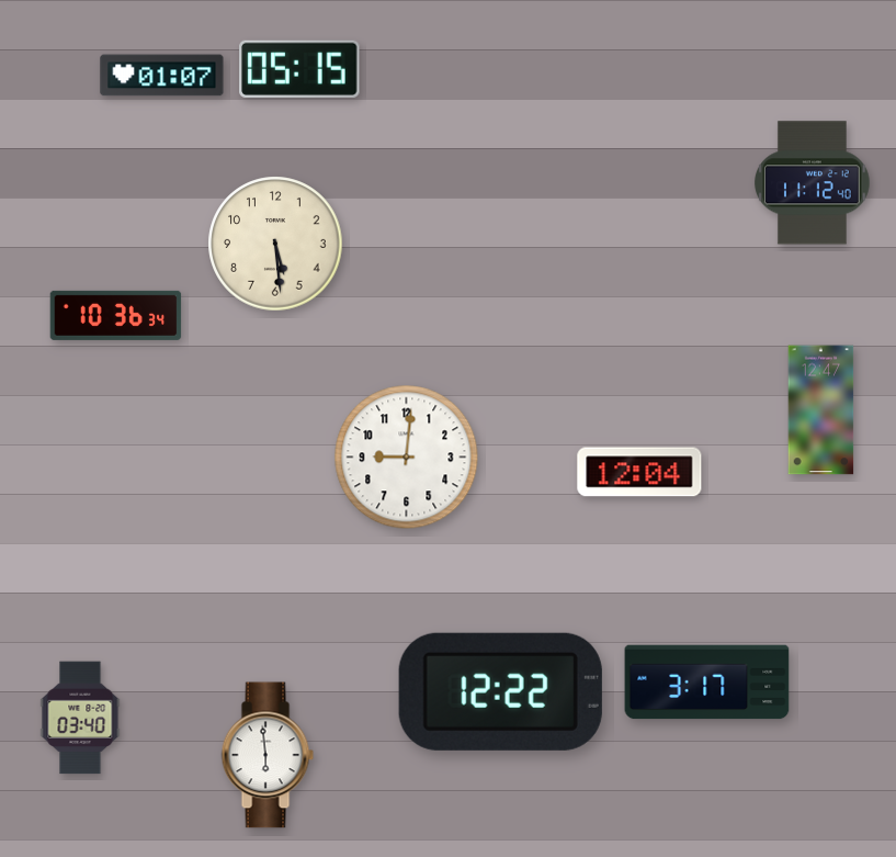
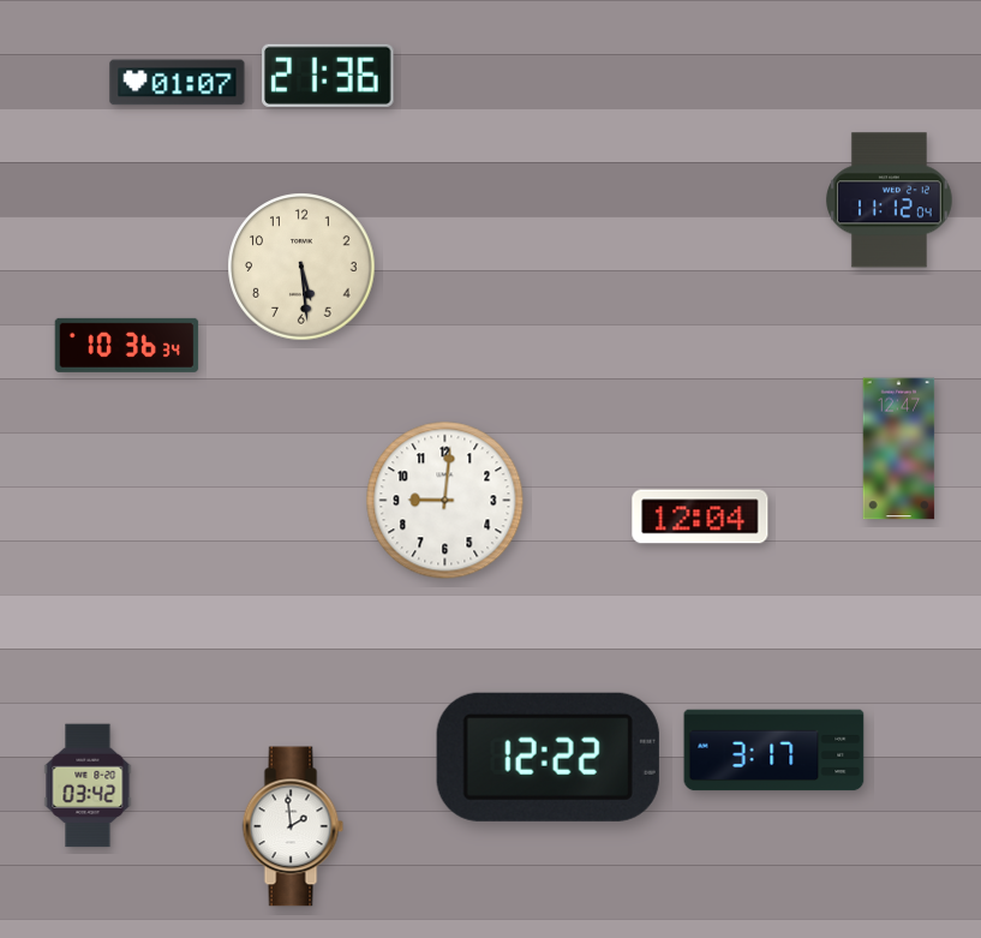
clock at (299, 69): 05:15 -> 21:36
clock at (813, 183): 11:12:40 -> 11:12:04
clock at (707, 683) position: (707, 683) -> (774, 751)
clock at (80, 718): 03:40 -> 03:42
clock at (268, 755): 5:59 -> 1:59
